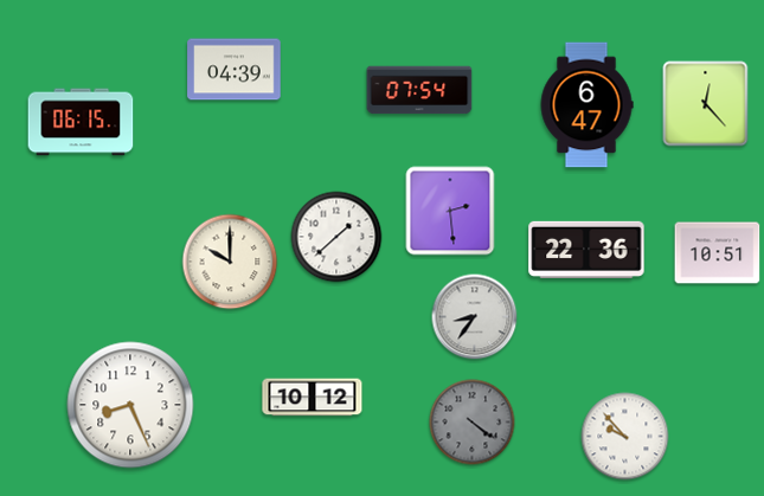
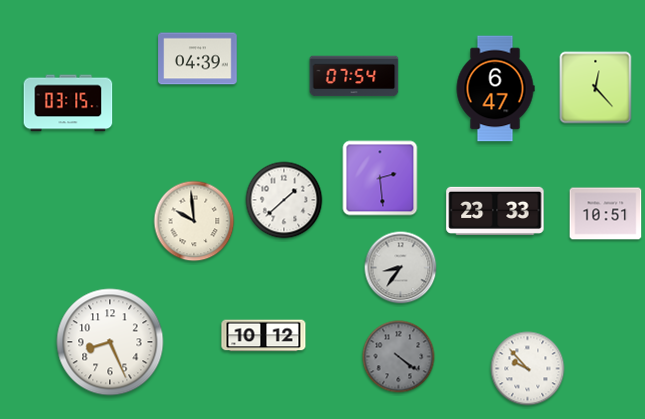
clock at (81, 122): 06:15 -> 03:15
clock at (586, 250): 22:36 -> 23:33
clock at (230, 262): 10:00 -> 9:59
